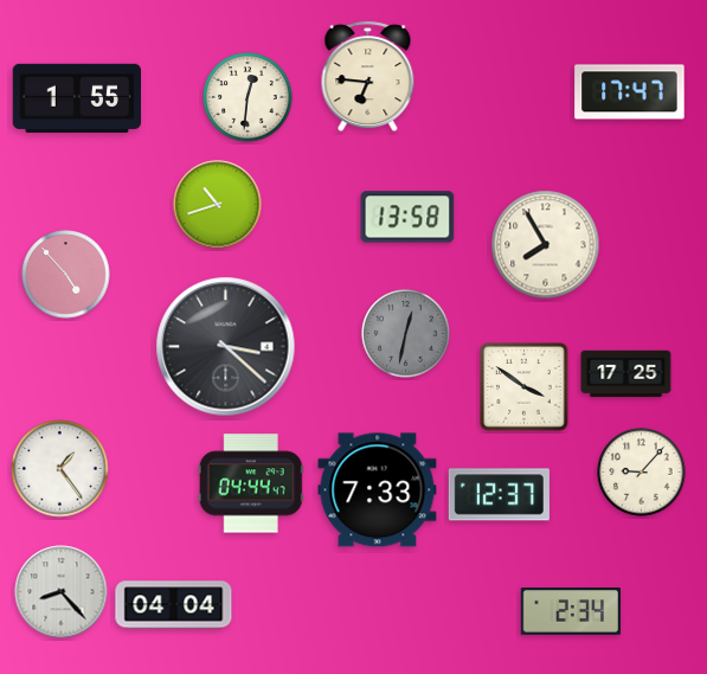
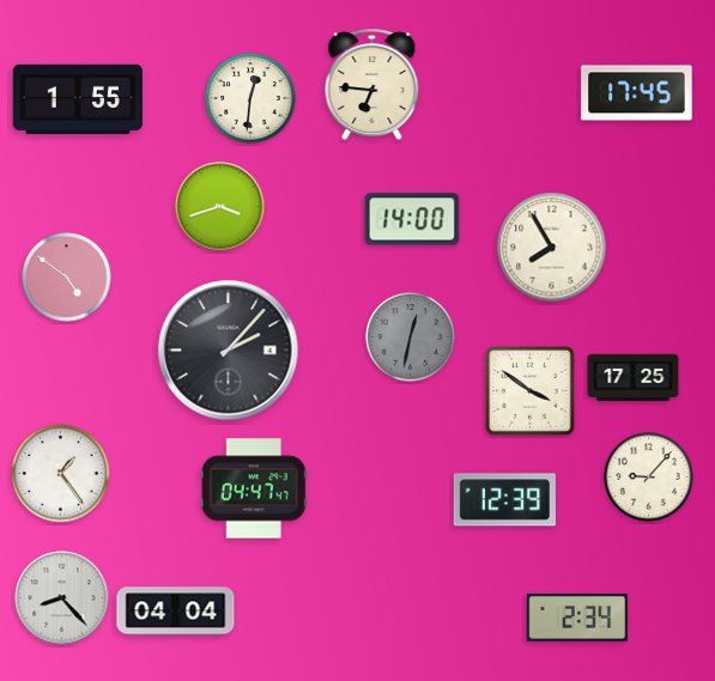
clock at (368, 77) position: (368, 77) -> (372, 85)
clock at (630, 92): 17:47 -> 17:45
clock at (218, 205): 10:42 -> 3:42
clock at (407, 217): 13:58 -> 14:00
clock at (66, 275): 4:53 -> 4:51
clock at (226, 347): 3:22 -> 2:07
clock at (251, 483): 04:44 -> 04:47
clock at (378, 490): 7:33 -> none
clock at (499, 495): 12:37 -> 12:39
